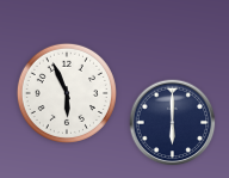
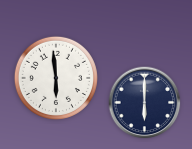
clock at (67, 93): 5:56 -> 5:59
